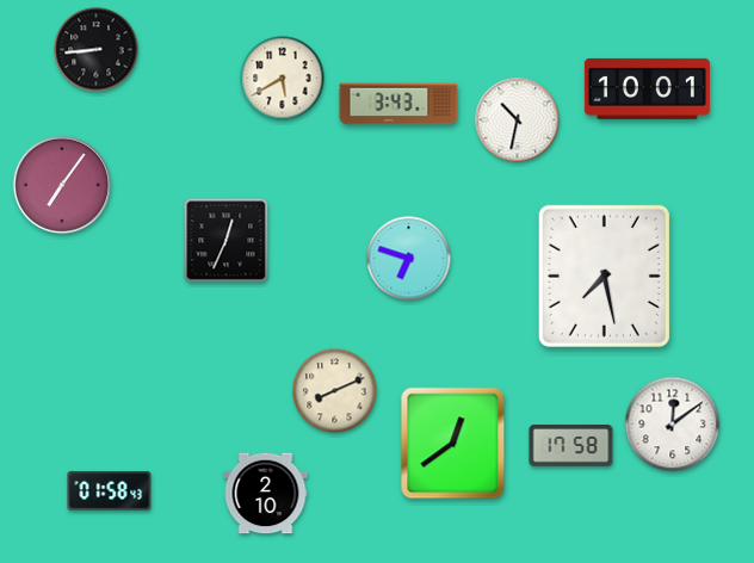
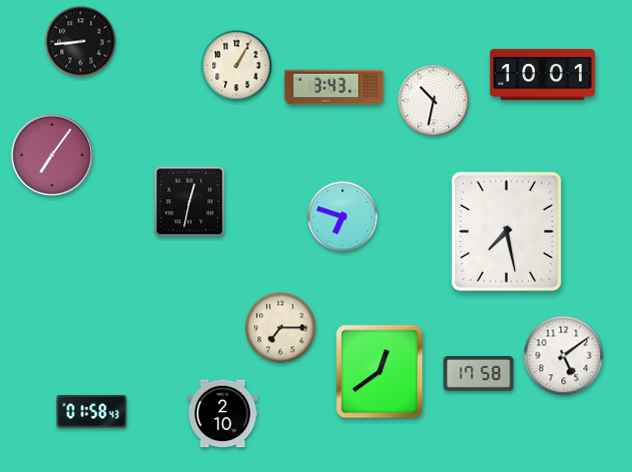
clock at (283, 79): 5:40 -> 1:05
clock at (227, 241): 12:34 -> 12:32
clock at (335, 391): 8:11 -> 7:15
clock at (673, 425): 12:09 -> 5:09
